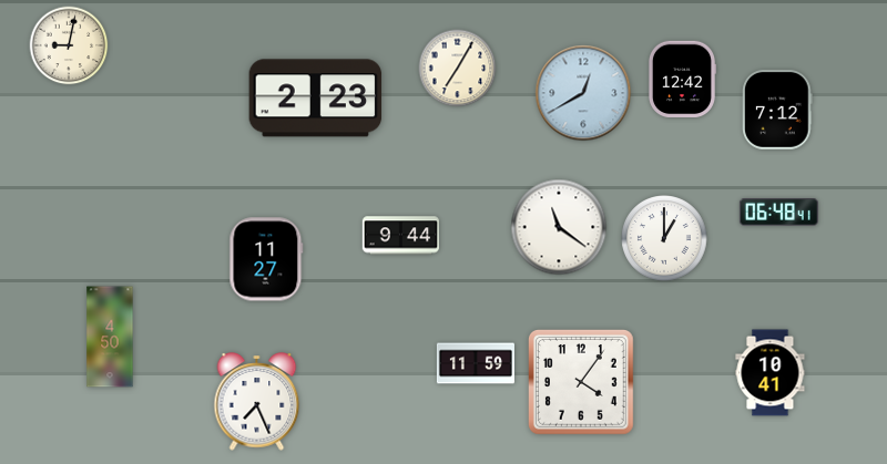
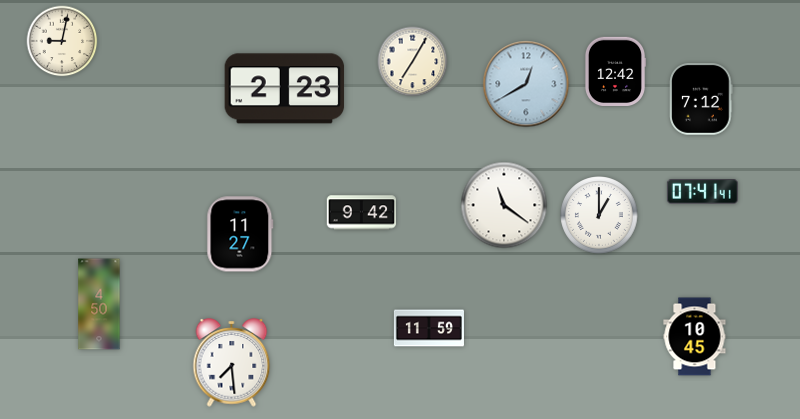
clock at (778, 213): 06:48 -> 07:41
clock at (400, 236): 9:44 -> 9:42
clock at (771, 373): 10:41 -> 10:45
clock at (582, 383): 4:06 -> none
clock at (257, 402): 7:26 -> 7:29
